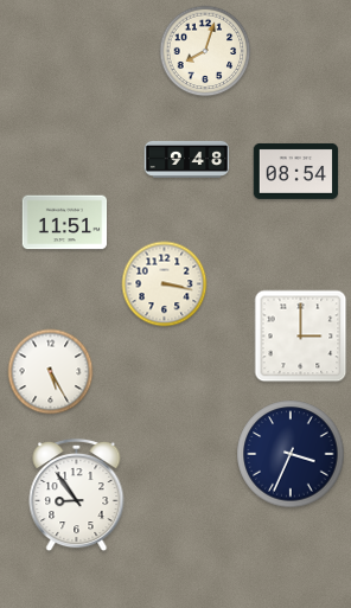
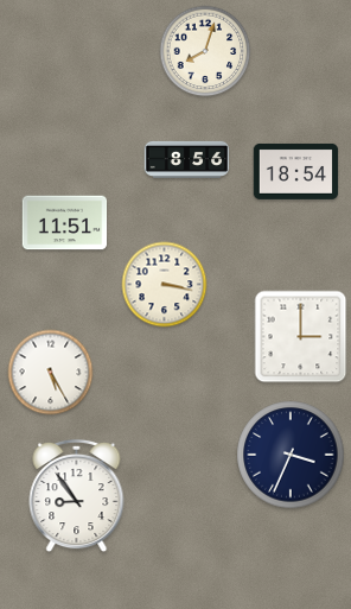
clock at (187, 159): 9:48 -> 8:56
clock at (296, 172): 08:54 -> 18:54
